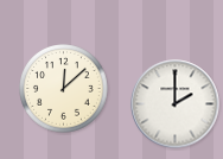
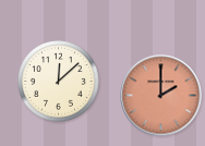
clock at (176, 104) dial: white -> salmon
